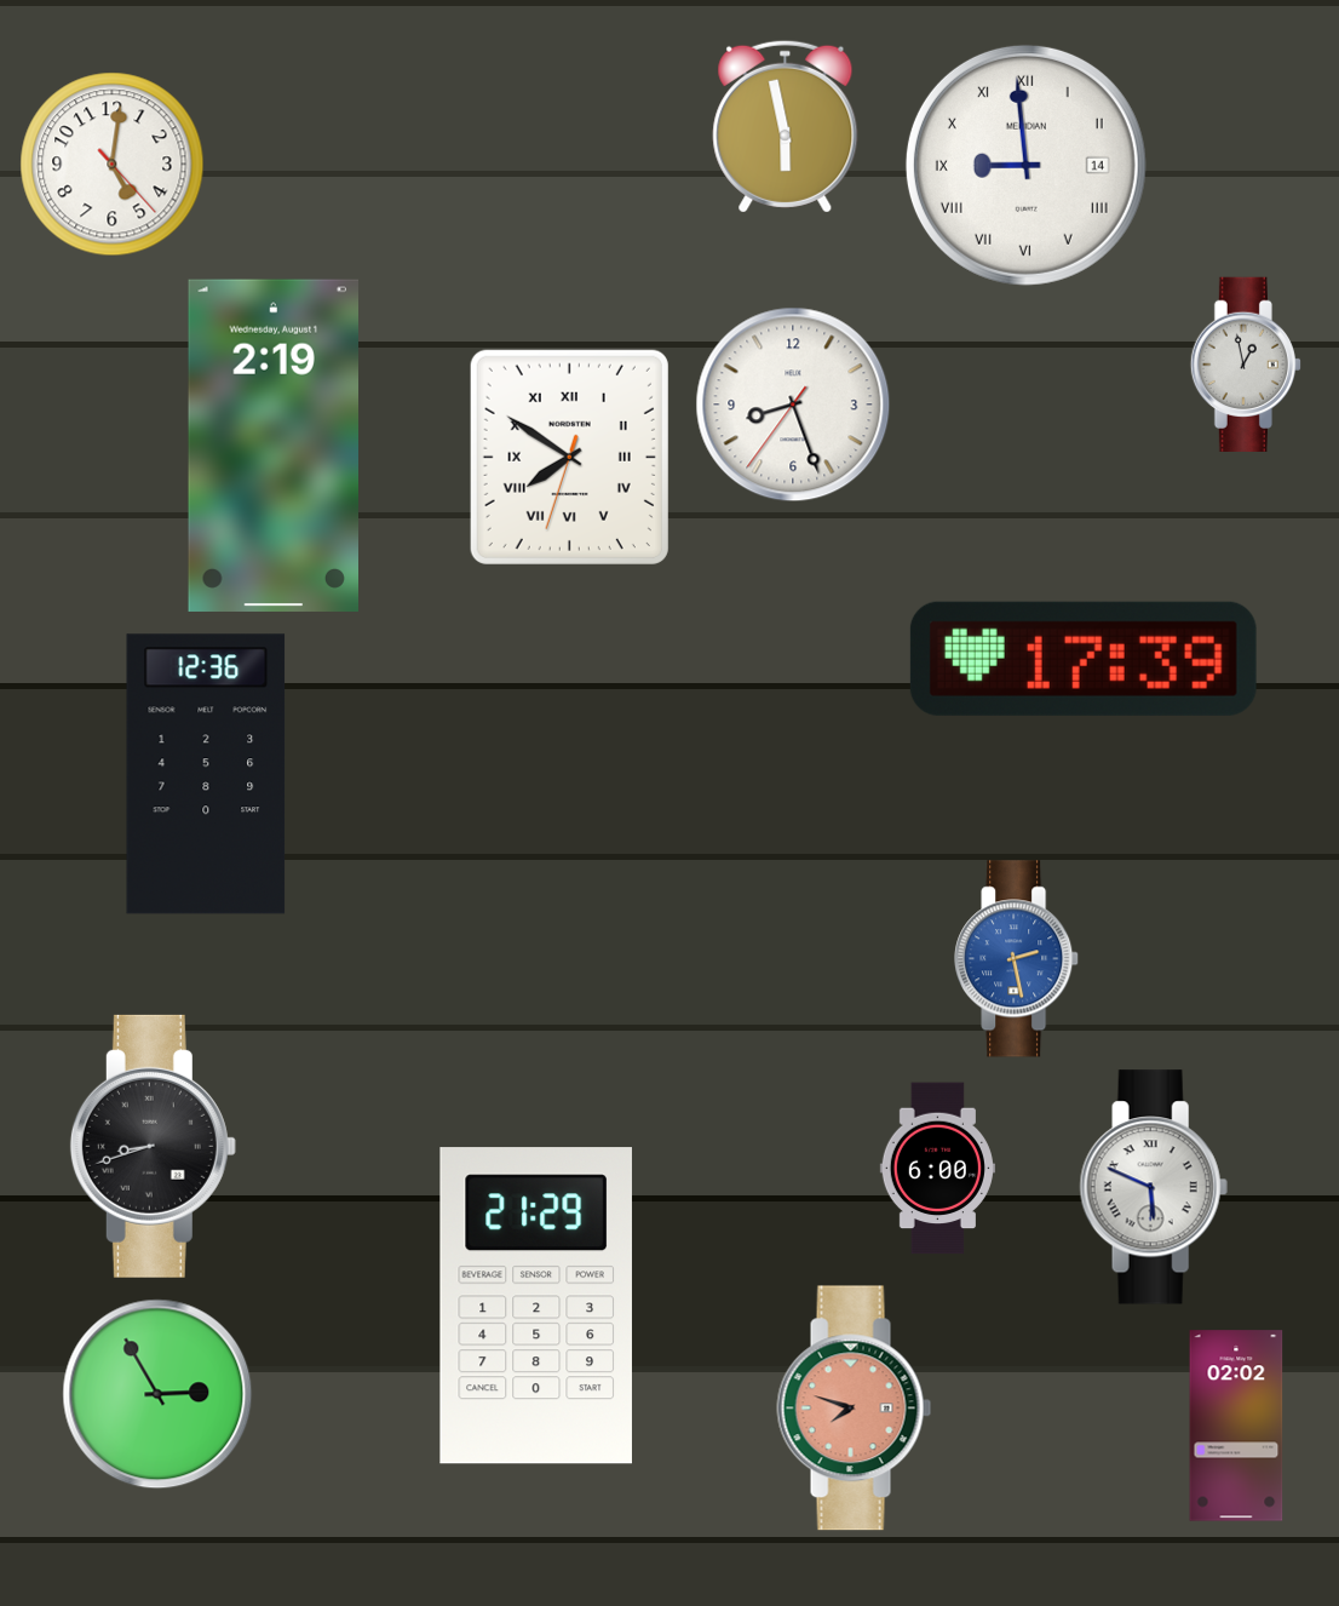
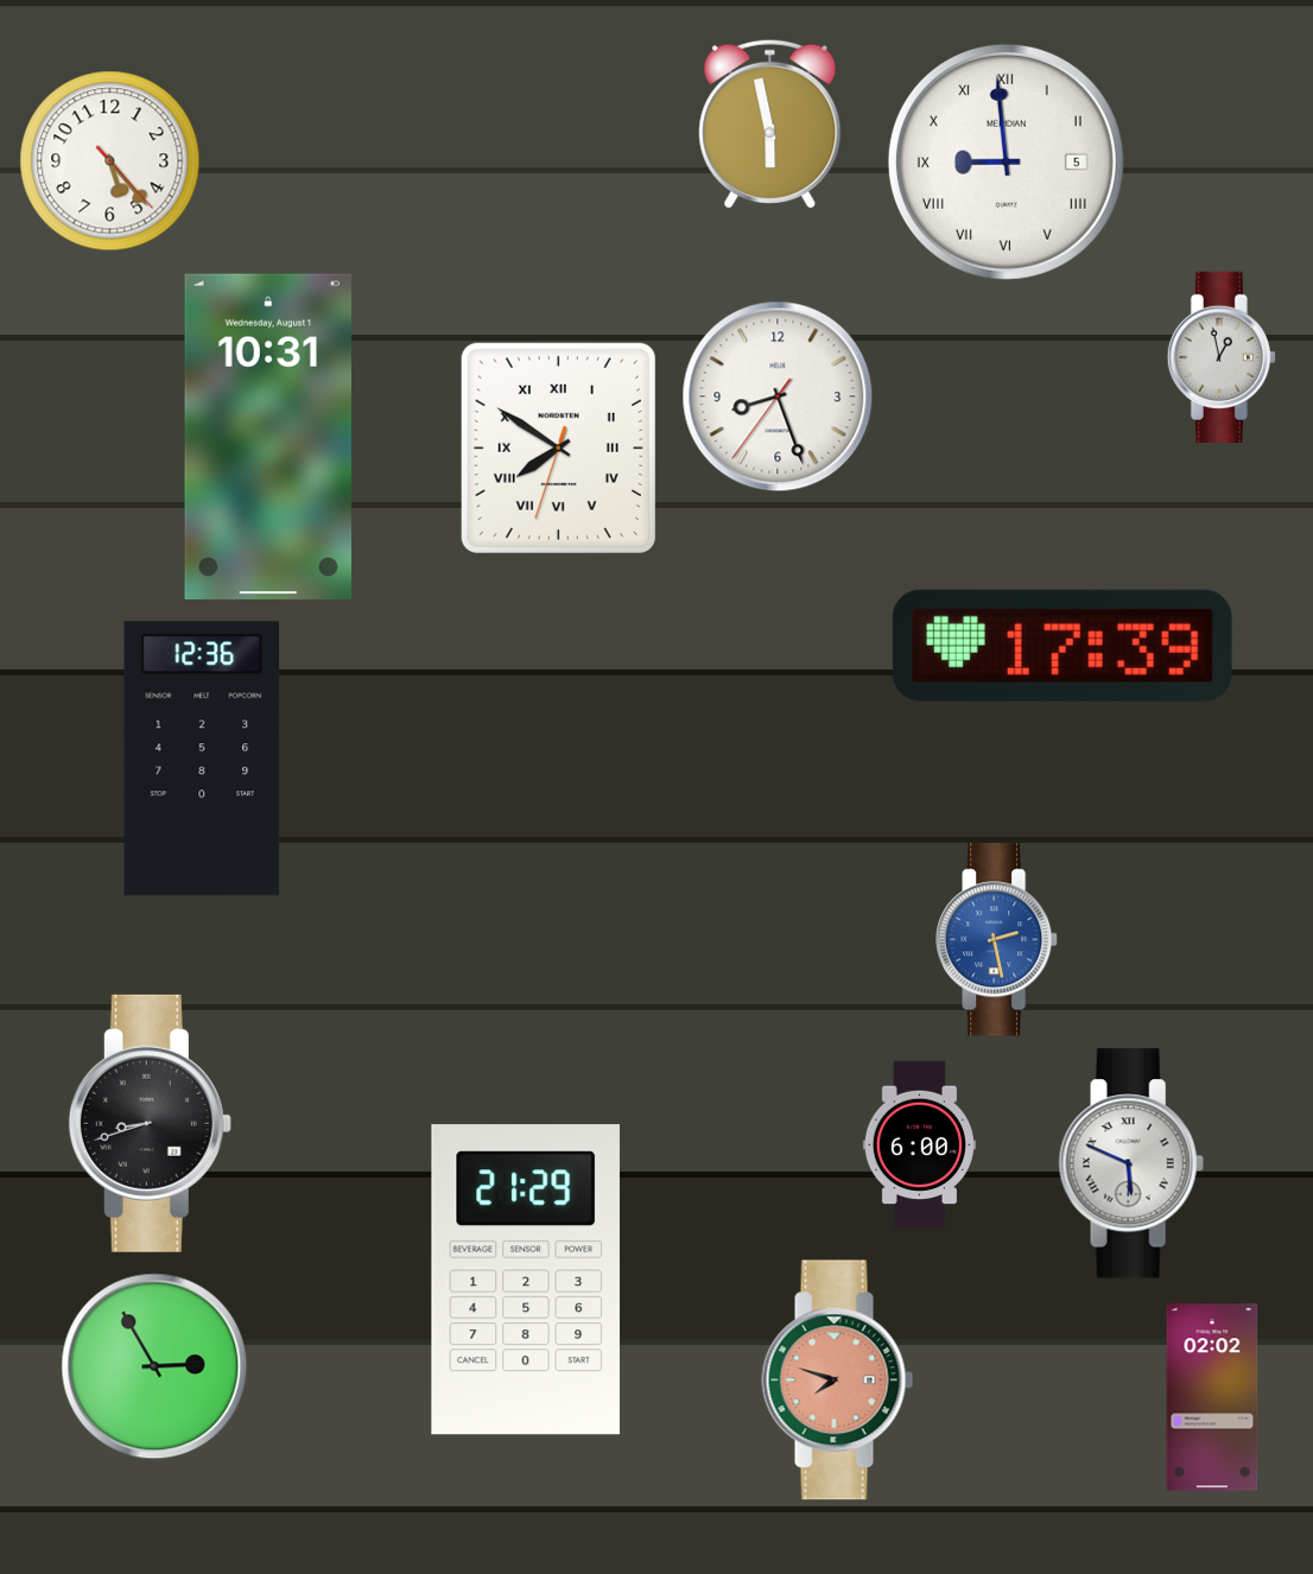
clock at (113, 165): 5:01 -> 5:23
clock at (1025, 165) date: 14 -> 5
clock at (272, 446): 2:19 -> 10:31
